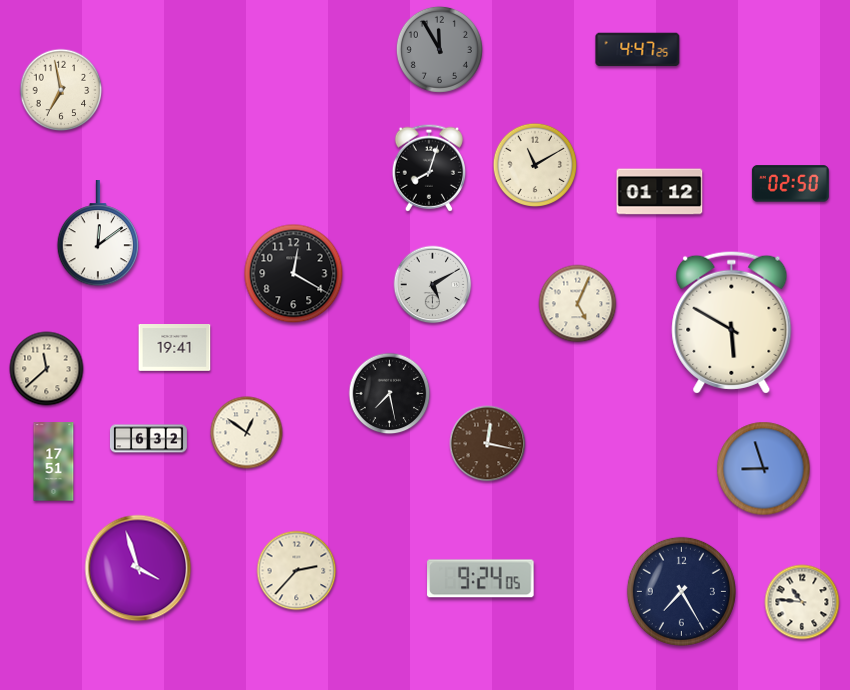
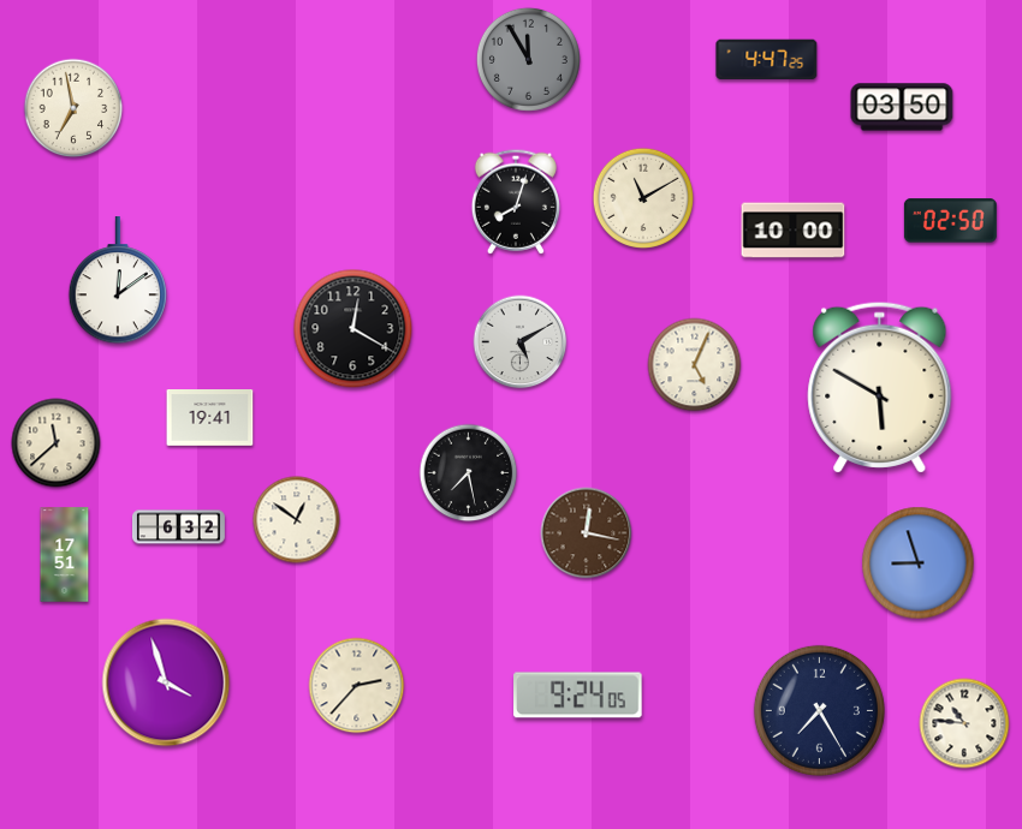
clock at (902, 107): none -> 03:50
clock at (660, 192): 01:12 -> 10:00
